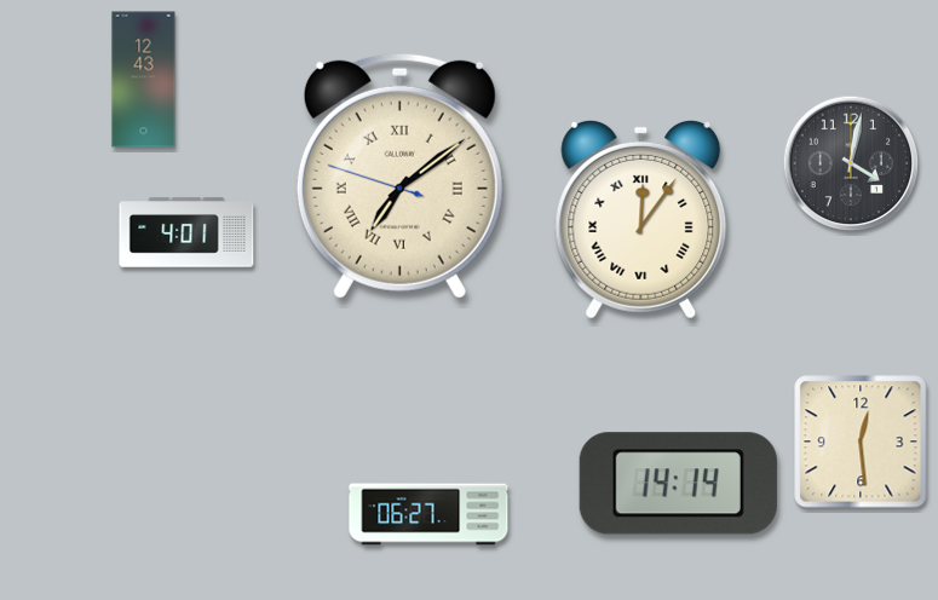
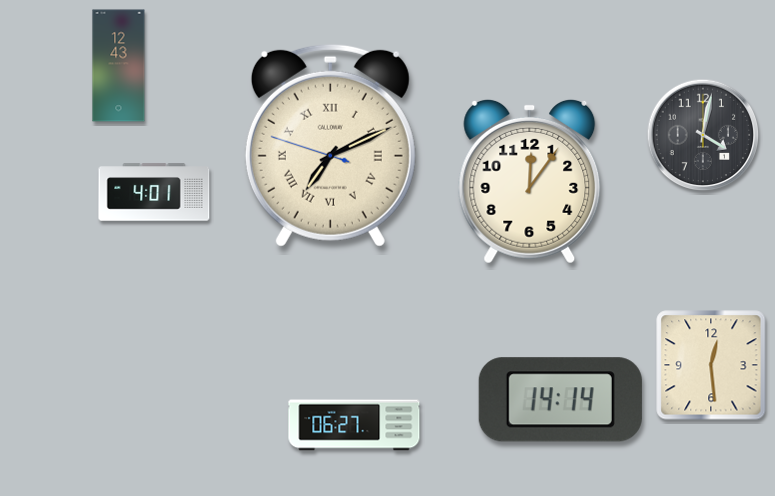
clock at (399, 175): 7:08 -> 7:10
clock at (641, 219) numerals: Roman -> Arabic
